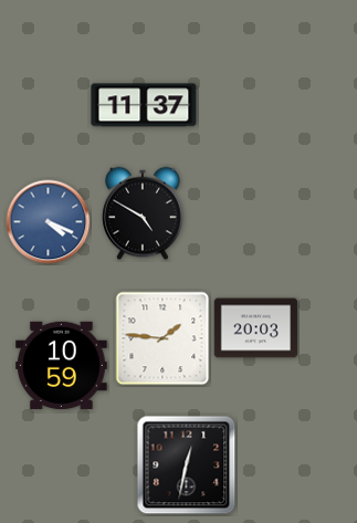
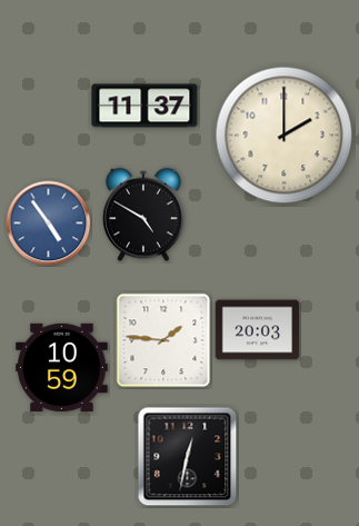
clock at (285, 136): none -> 2:00
clock at (49, 222): 4:19 -> 4:54
clock at (187, 466) position: (187, 466) -> (188, 457)
